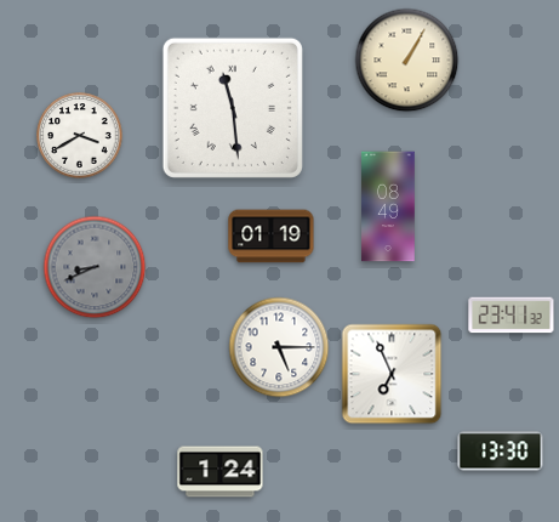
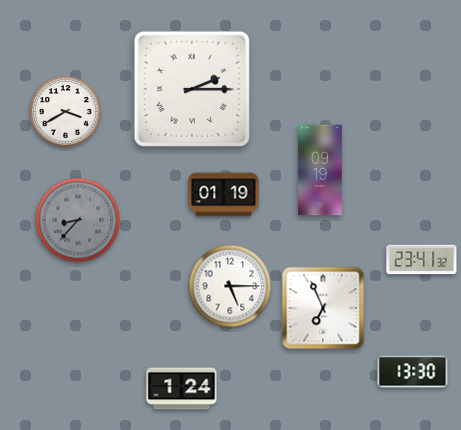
clock at (407, 61): 1:05 -> none
clock at (233, 108): 11:29 -> 2:15
clock at (388, 206): 08:49 -> 09:19
clock at (95, 267): 8:41 -> 8:37
